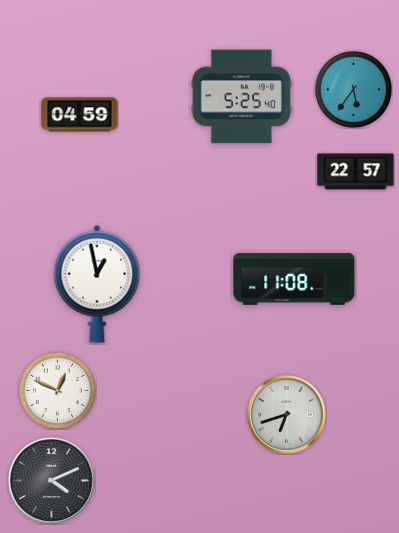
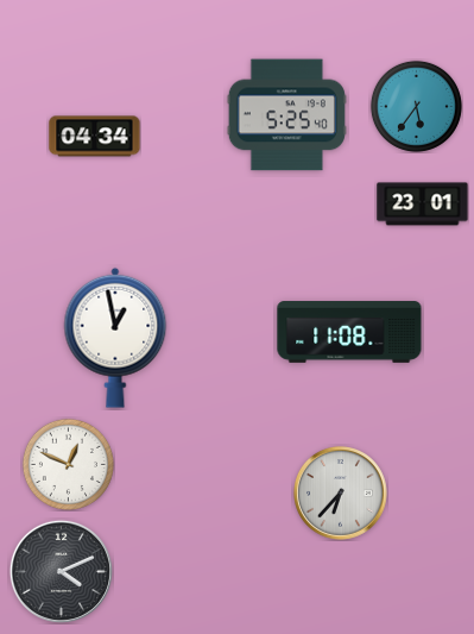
clock at (353, 89) position: (353, 89) -> (416, 106)
clock at (80, 115): 04:59 -> 04:34
clock at (356, 172): 22:57 -> 23:01
clock at (287, 415): 6:42 -> 6:37
